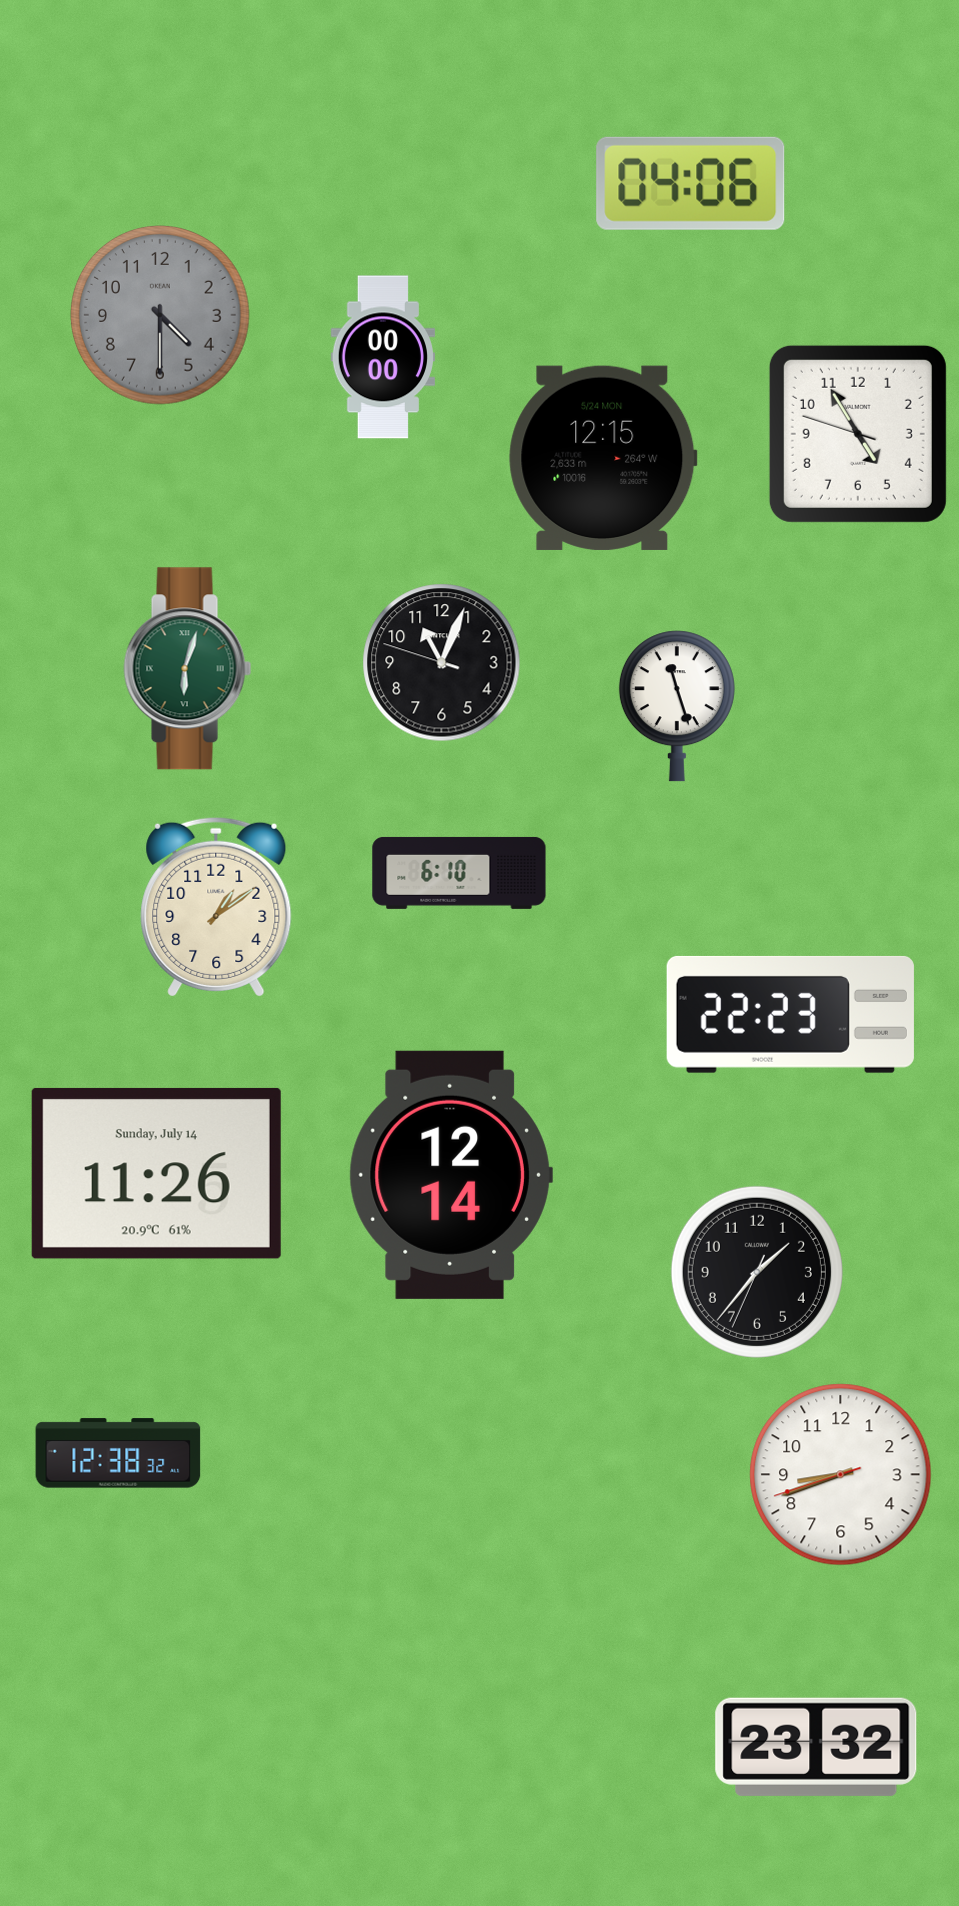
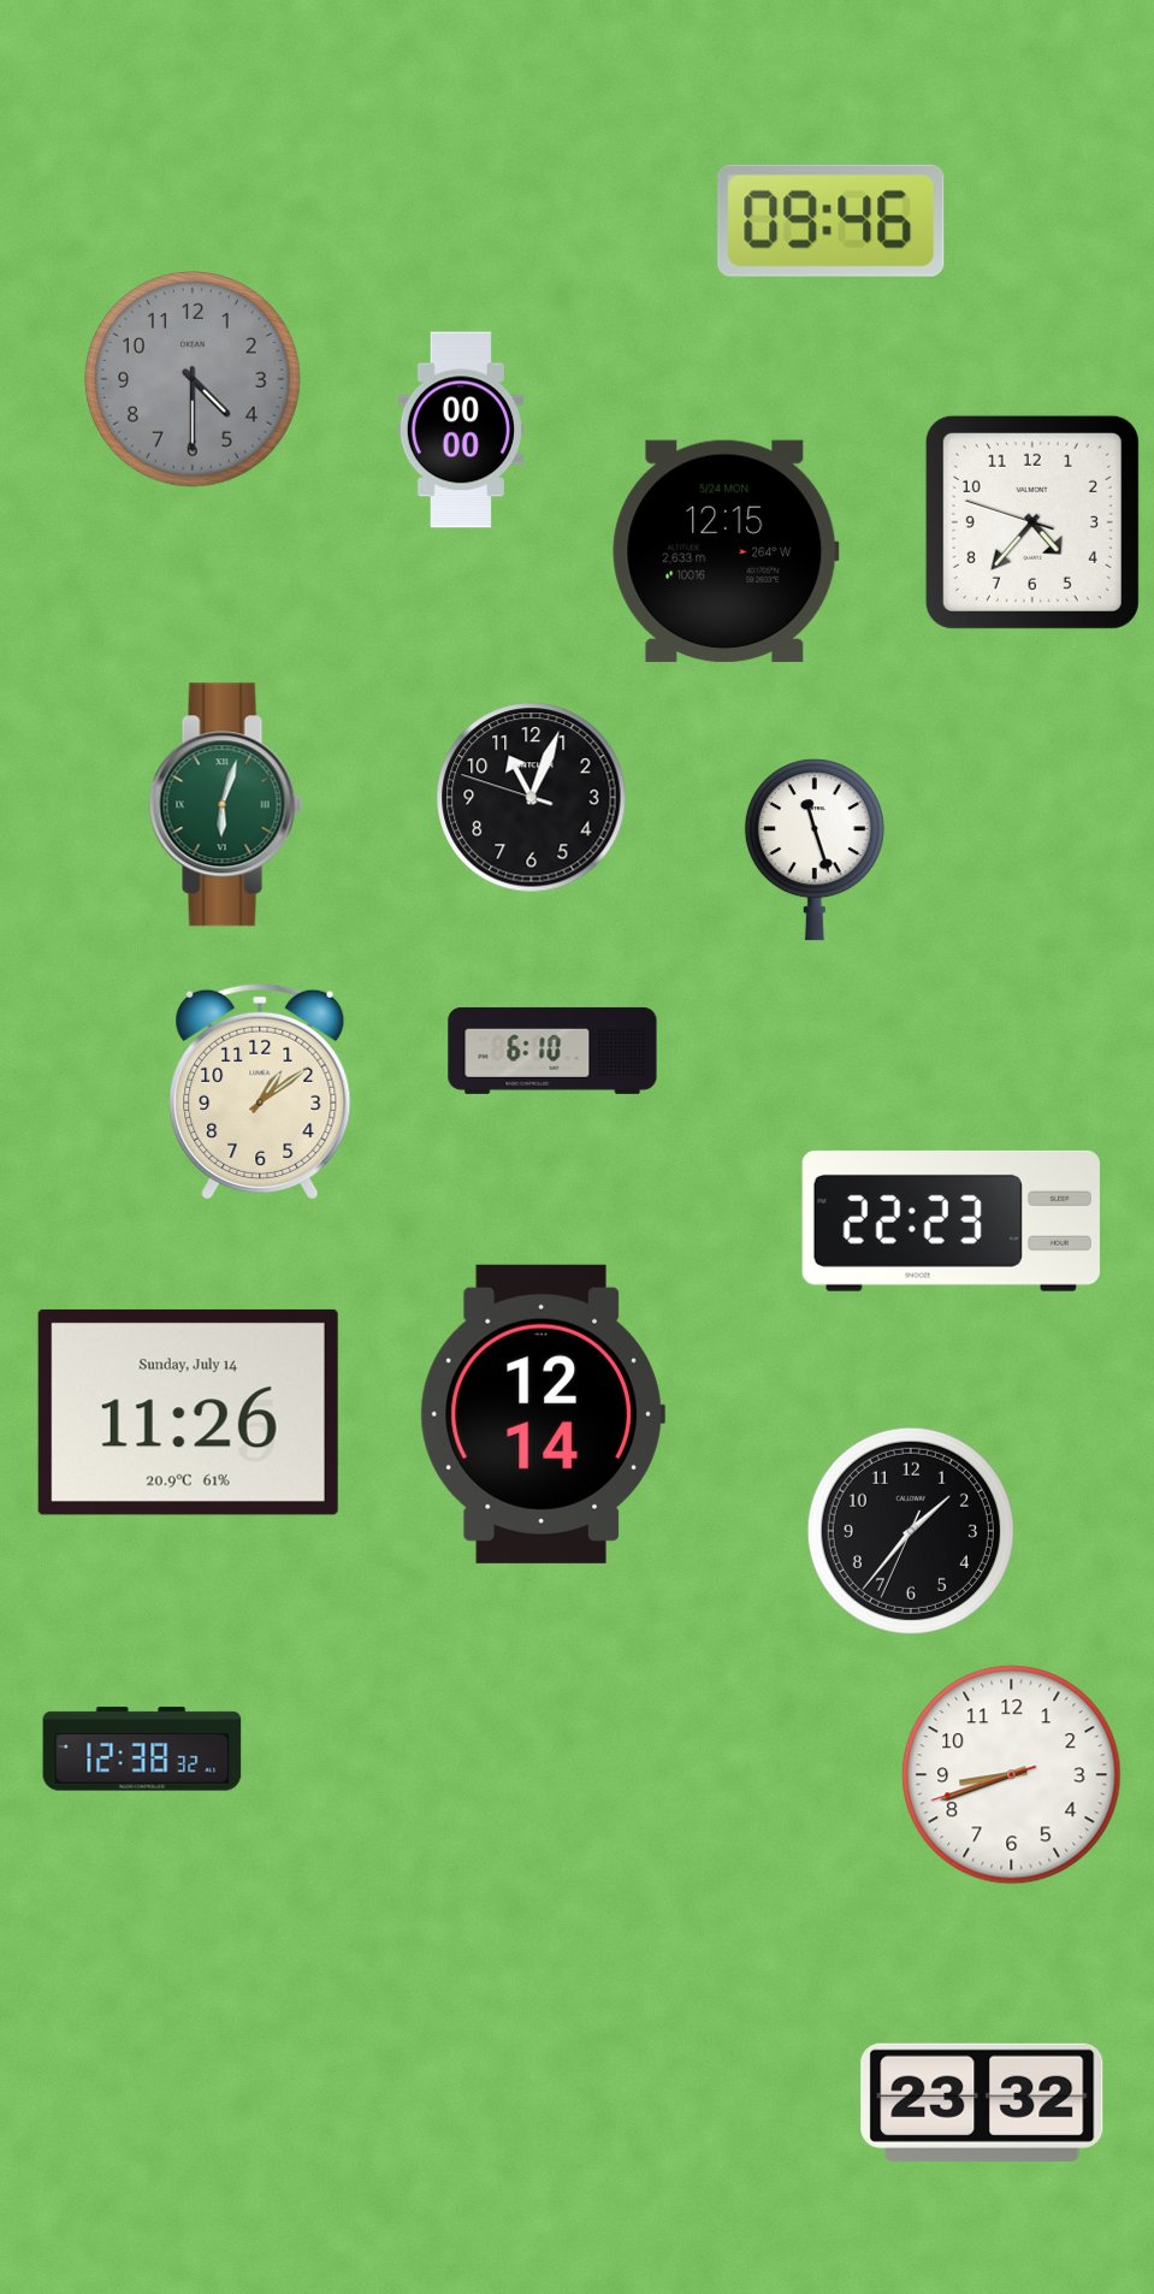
clock at (691, 183): 04:06 -> 09:46
clock at (858, 434): 4:54 -> 4:36
